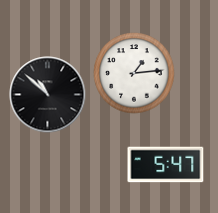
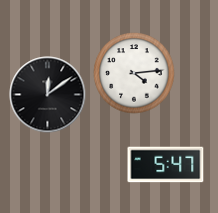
clock at (134, 73): 1:14 -> 4:14
clock at (48, 95): 10:52 -> 12:09
